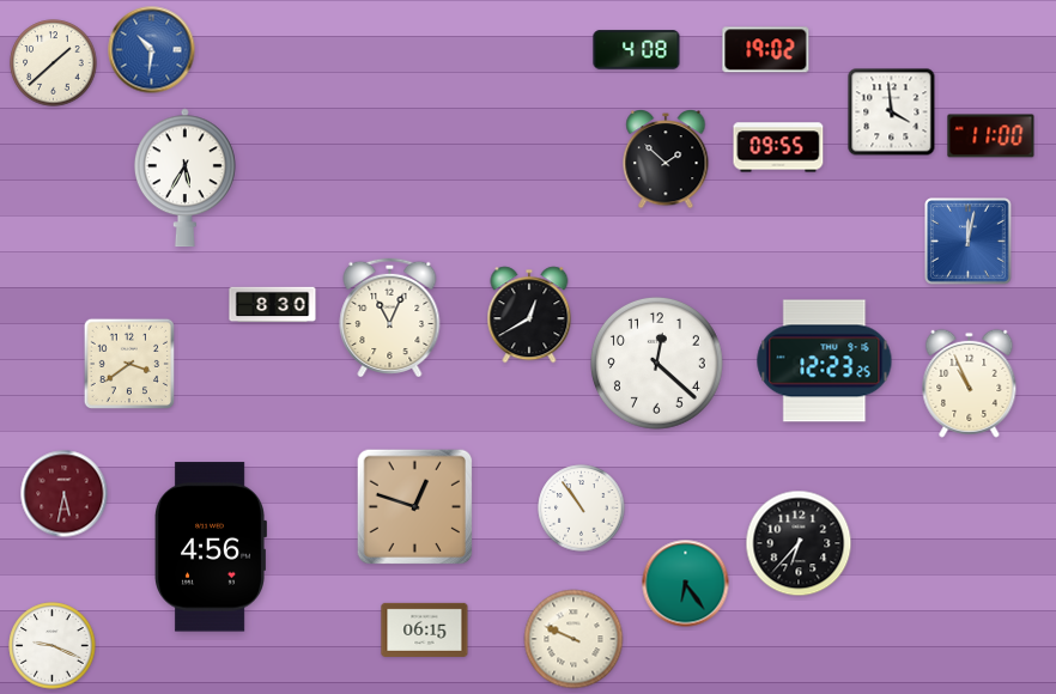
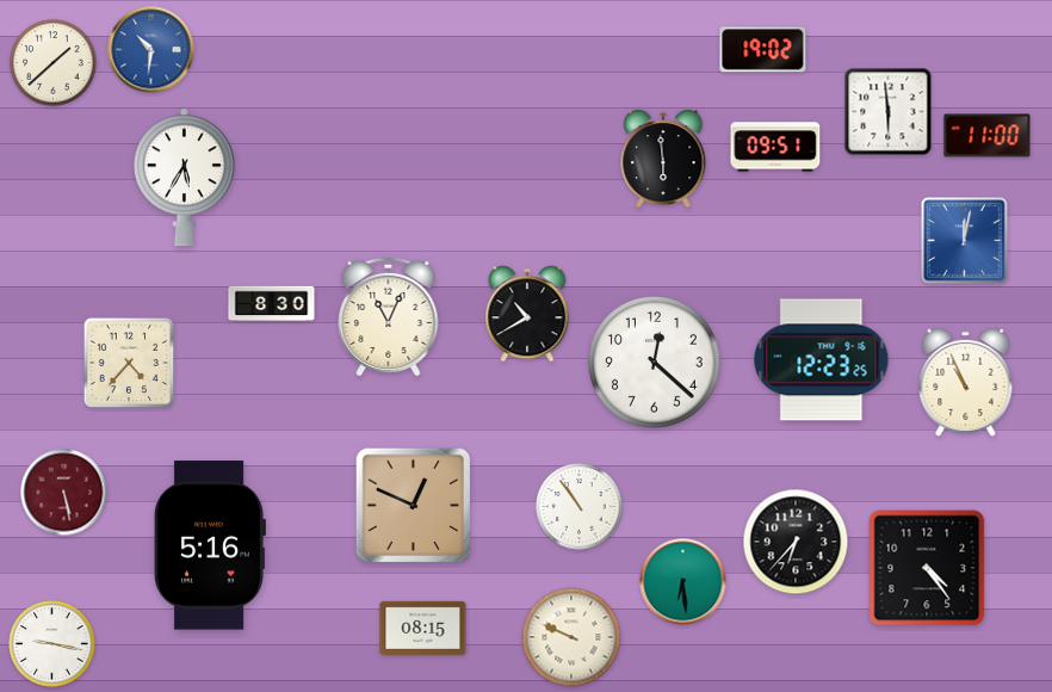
clock at (637, 50): 4:08 -> none
clock at (892, 112): 3:59 -> 5:59
clock at (778, 147): 09:55 -> 09:51
clock at (666, 160): 1:52 -> 5:59
clock at (529, 315): 12:40 -> 10:40
clock at (128, 363): 3:39 -> 4:37
clock at (65, 494): 5:32 -> 5:28
clock at (415, 507): 12:48 -> 12:49
clock at (211, 547): 4:56 -> 5:16
clock at (927, 568): none -> 4:24
clock at (686, 584): 6:24 -> 6:29
clock at (425, 629): 06:15 -> 08:15
clock at (53, 646): 9:19 -> 9:17
